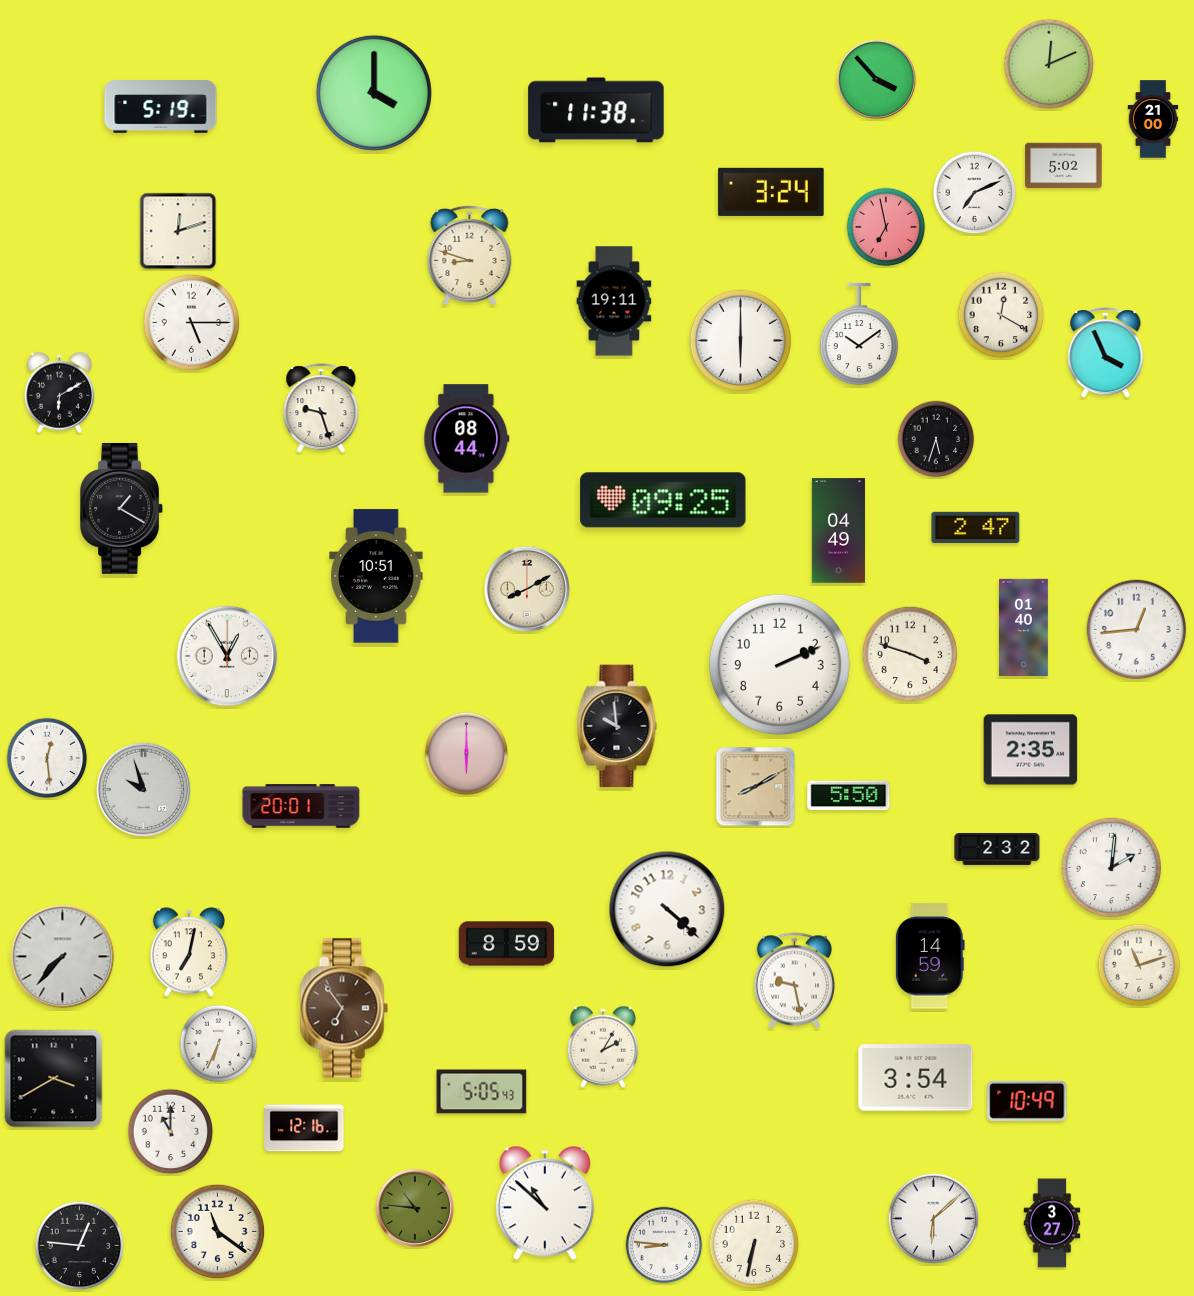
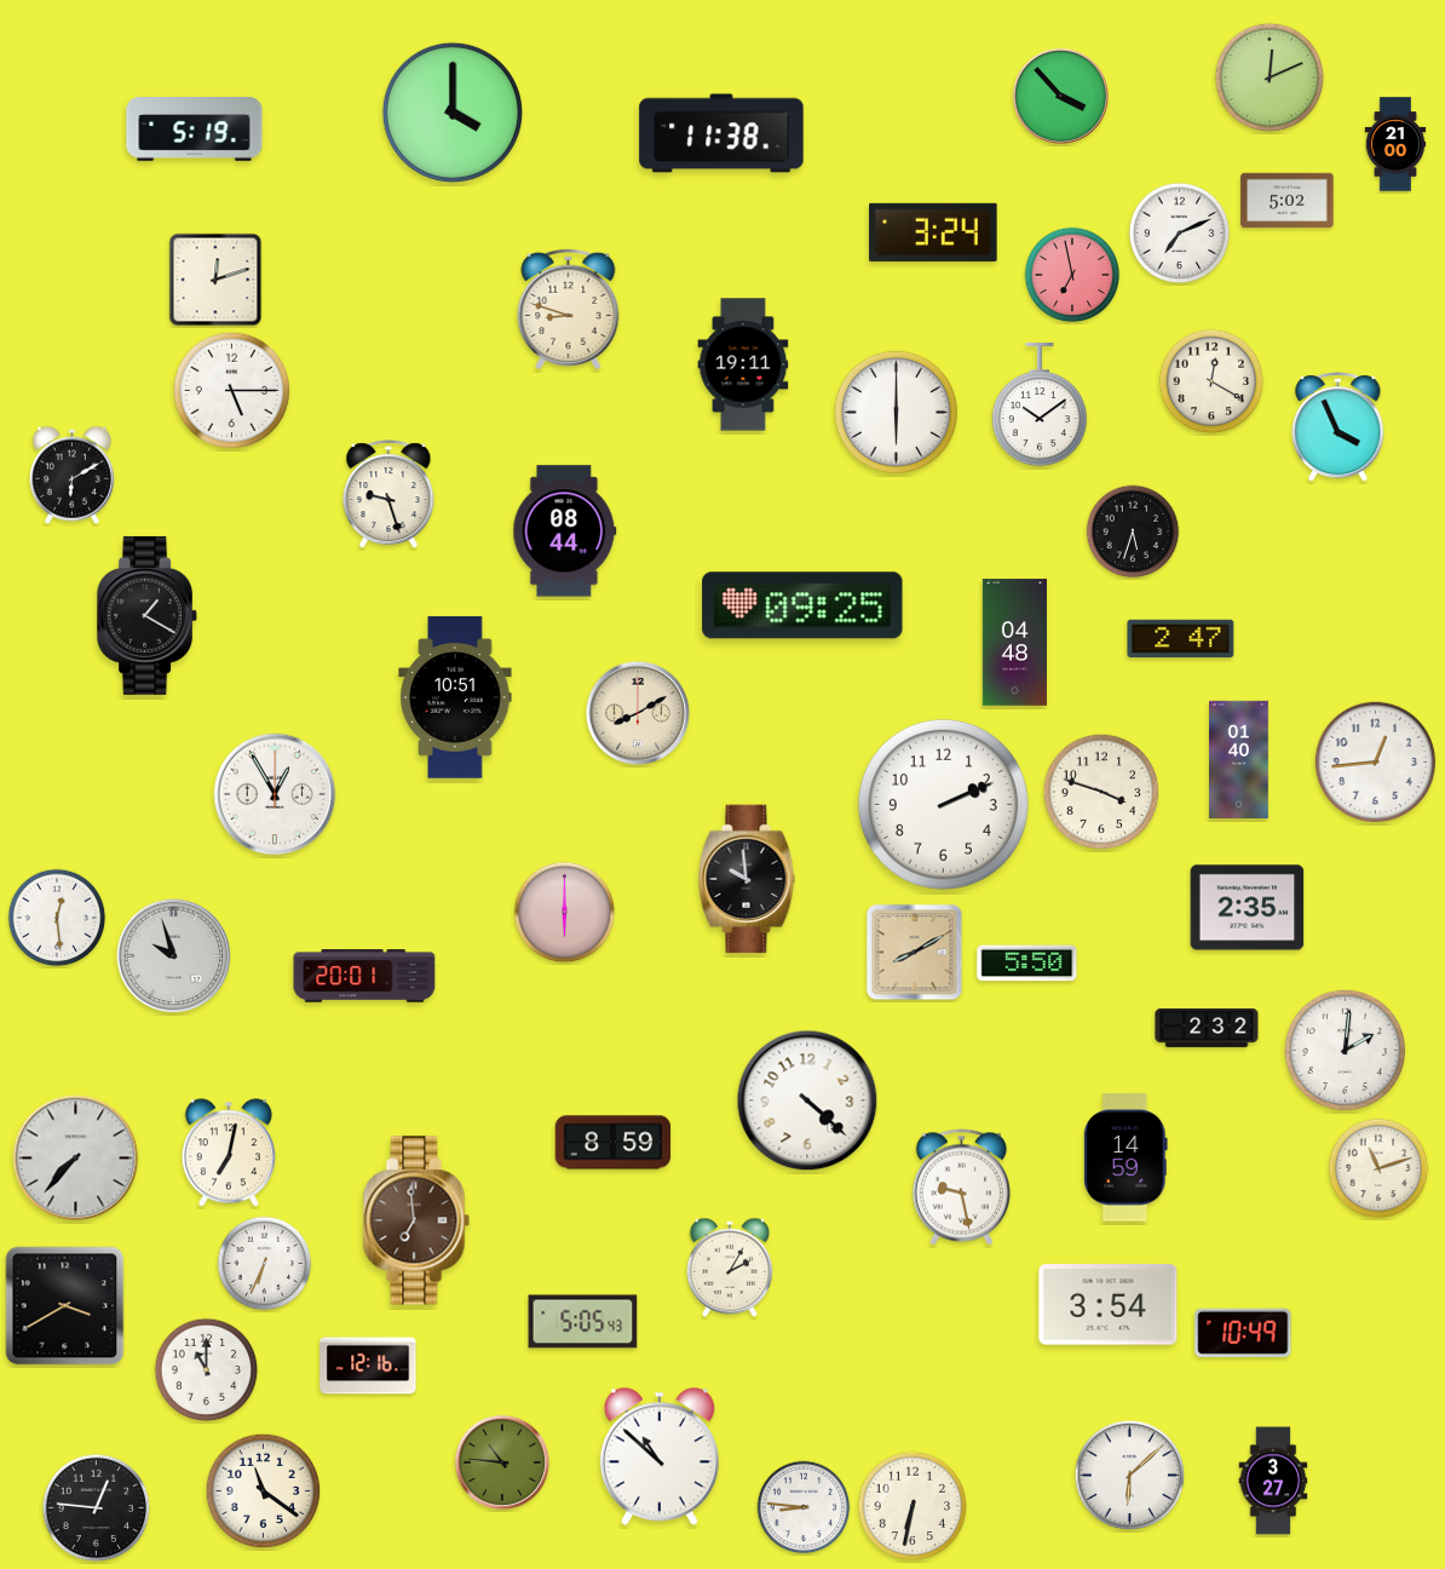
clock at (838, 531): 04:49 -> 04:48
clock at (344, 1008): 6:54 -> 6:59
